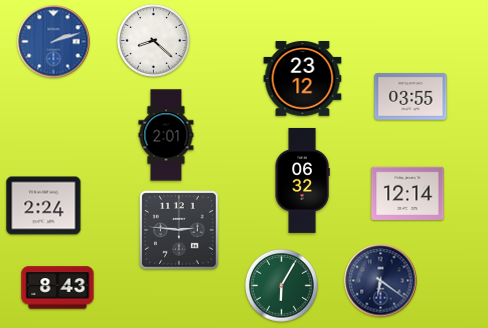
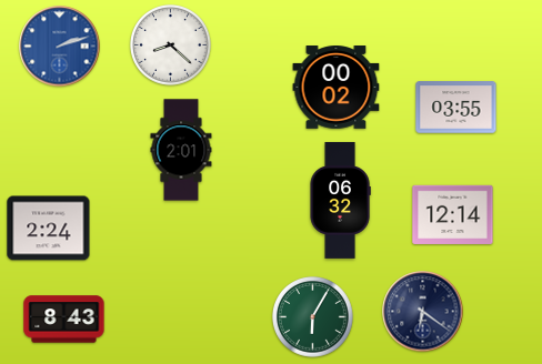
clock at (303, 79): 23:12 -> 00:02
clock at (166, 135) position: (166, 135) -> (181, 150)
clock at (302, 180) position: (302, 180) -> (340, 200)
clock at (180, 231): 2:46 -> none
